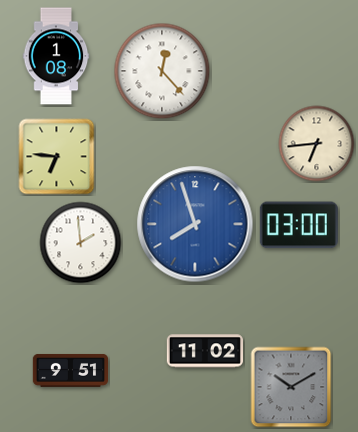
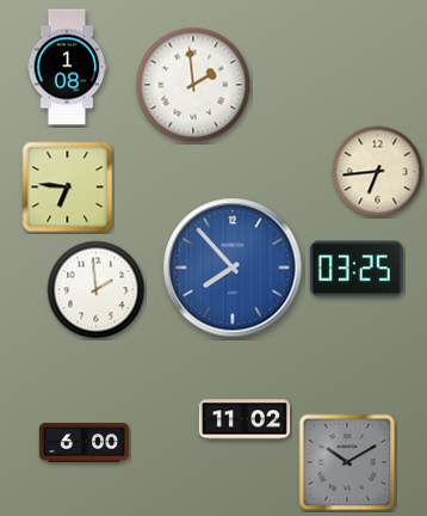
clock at (162, 71): 12:23 -> 1:59
clock at (195, 224): 7:57 -> 7:53
clock at (299, 225): 03:00 -> 03:25
clock at (71, 370): 9:51 -> 6:00
